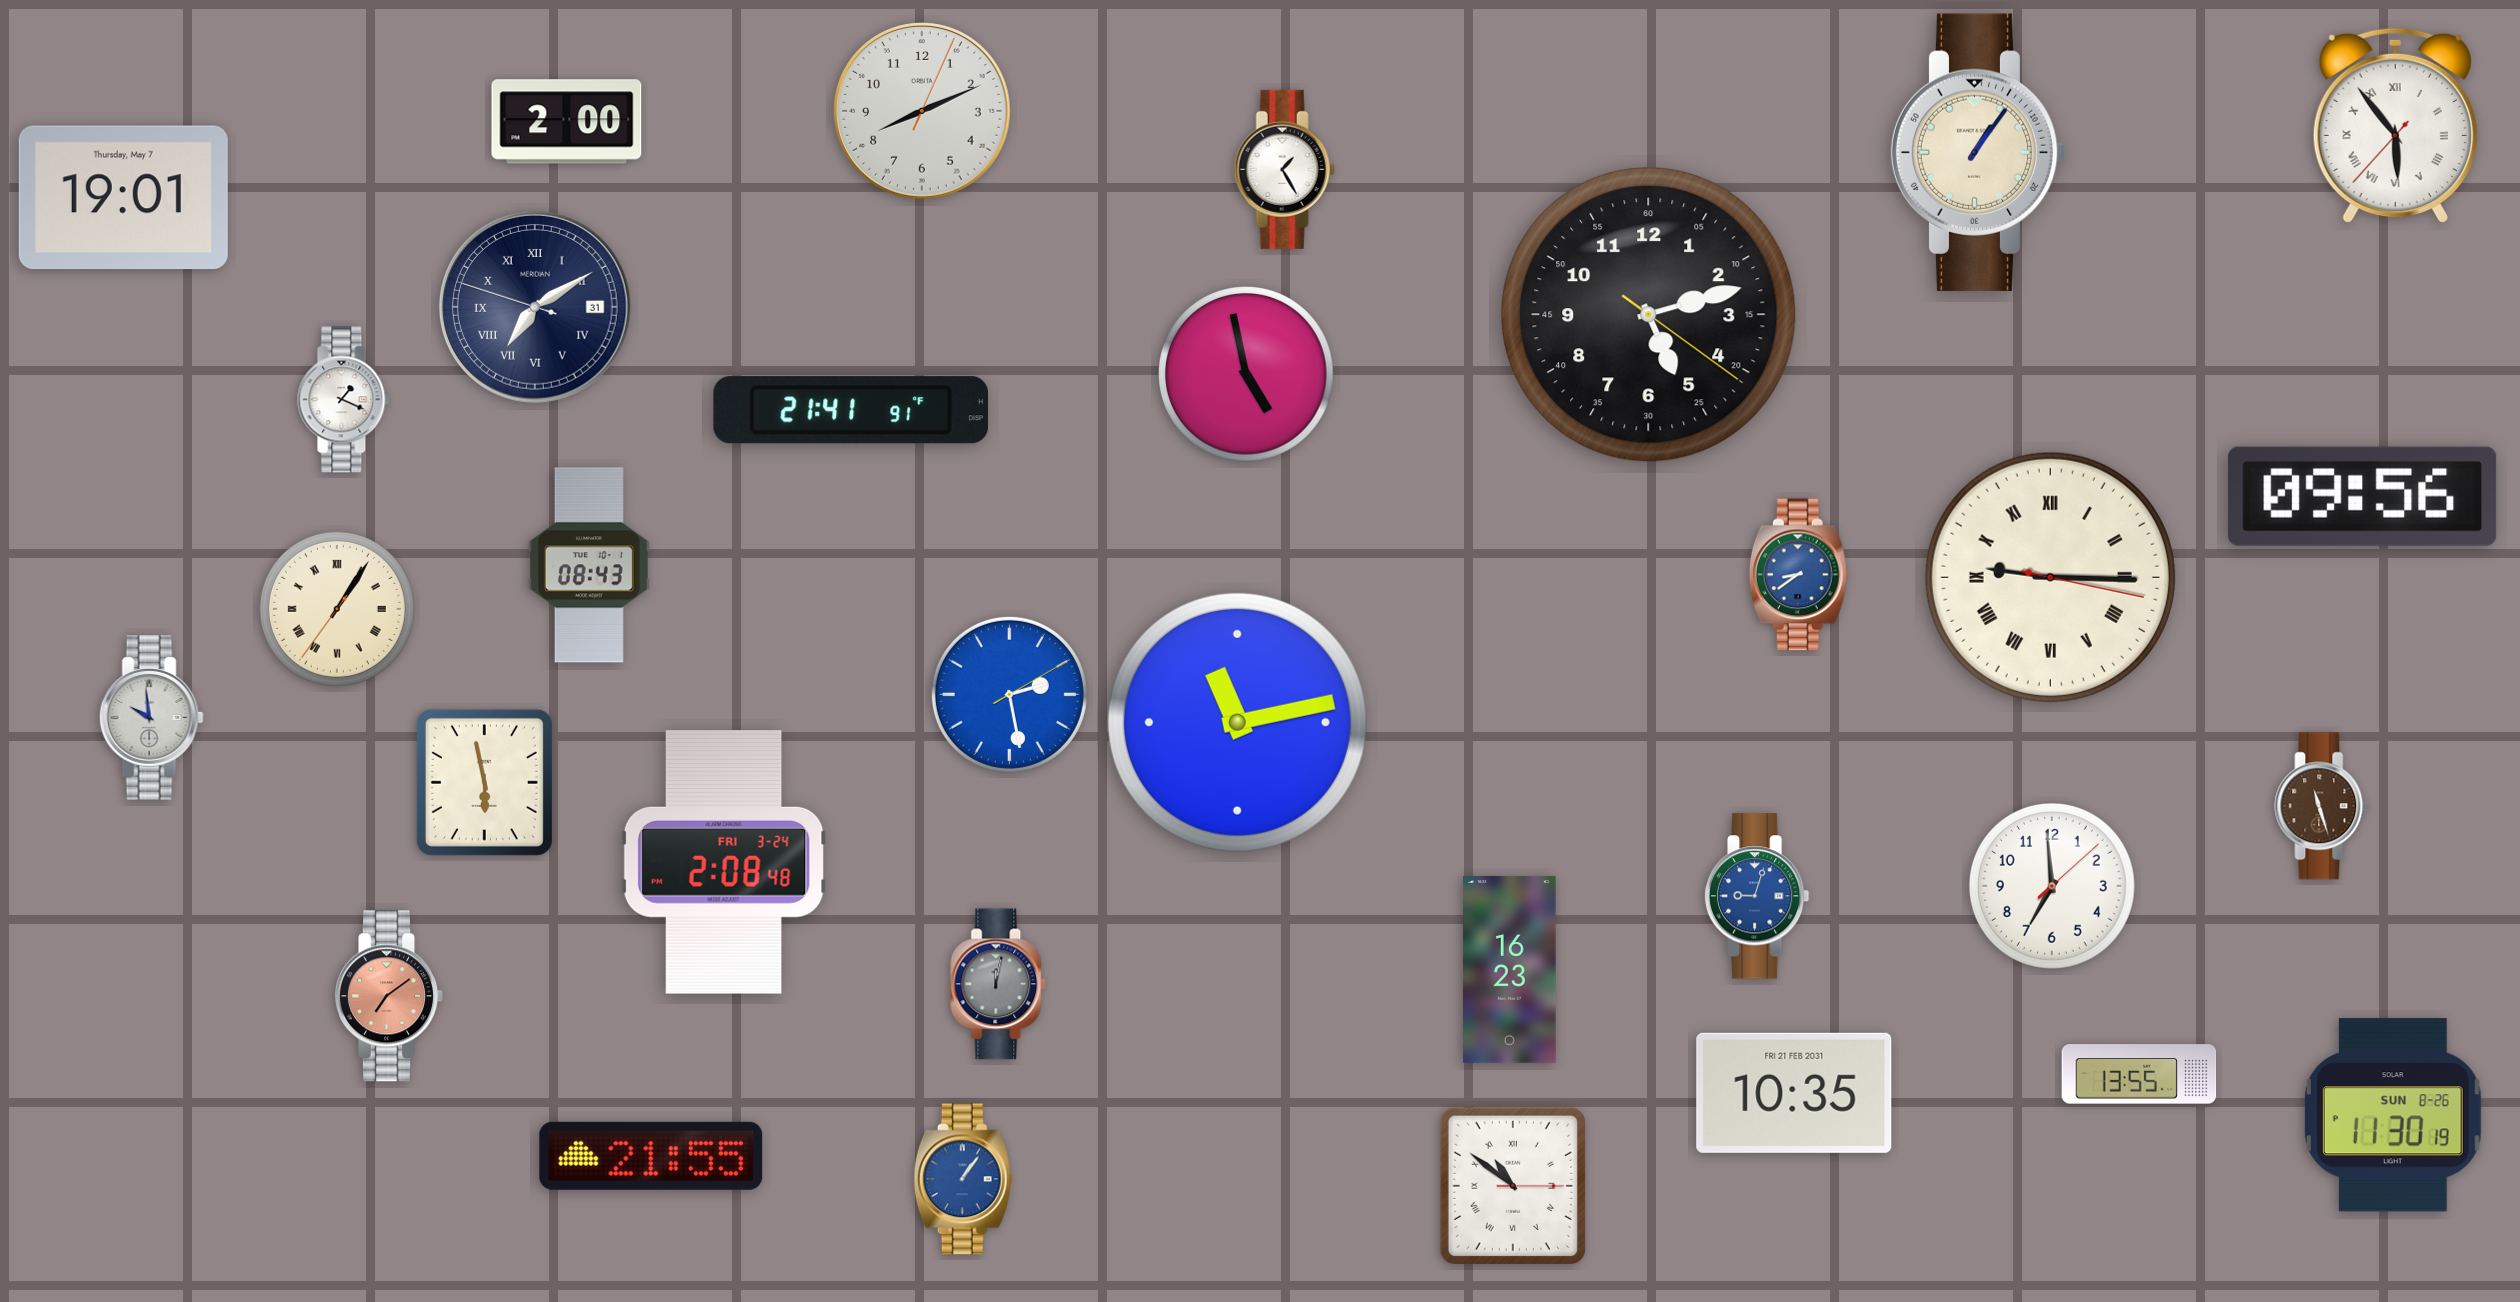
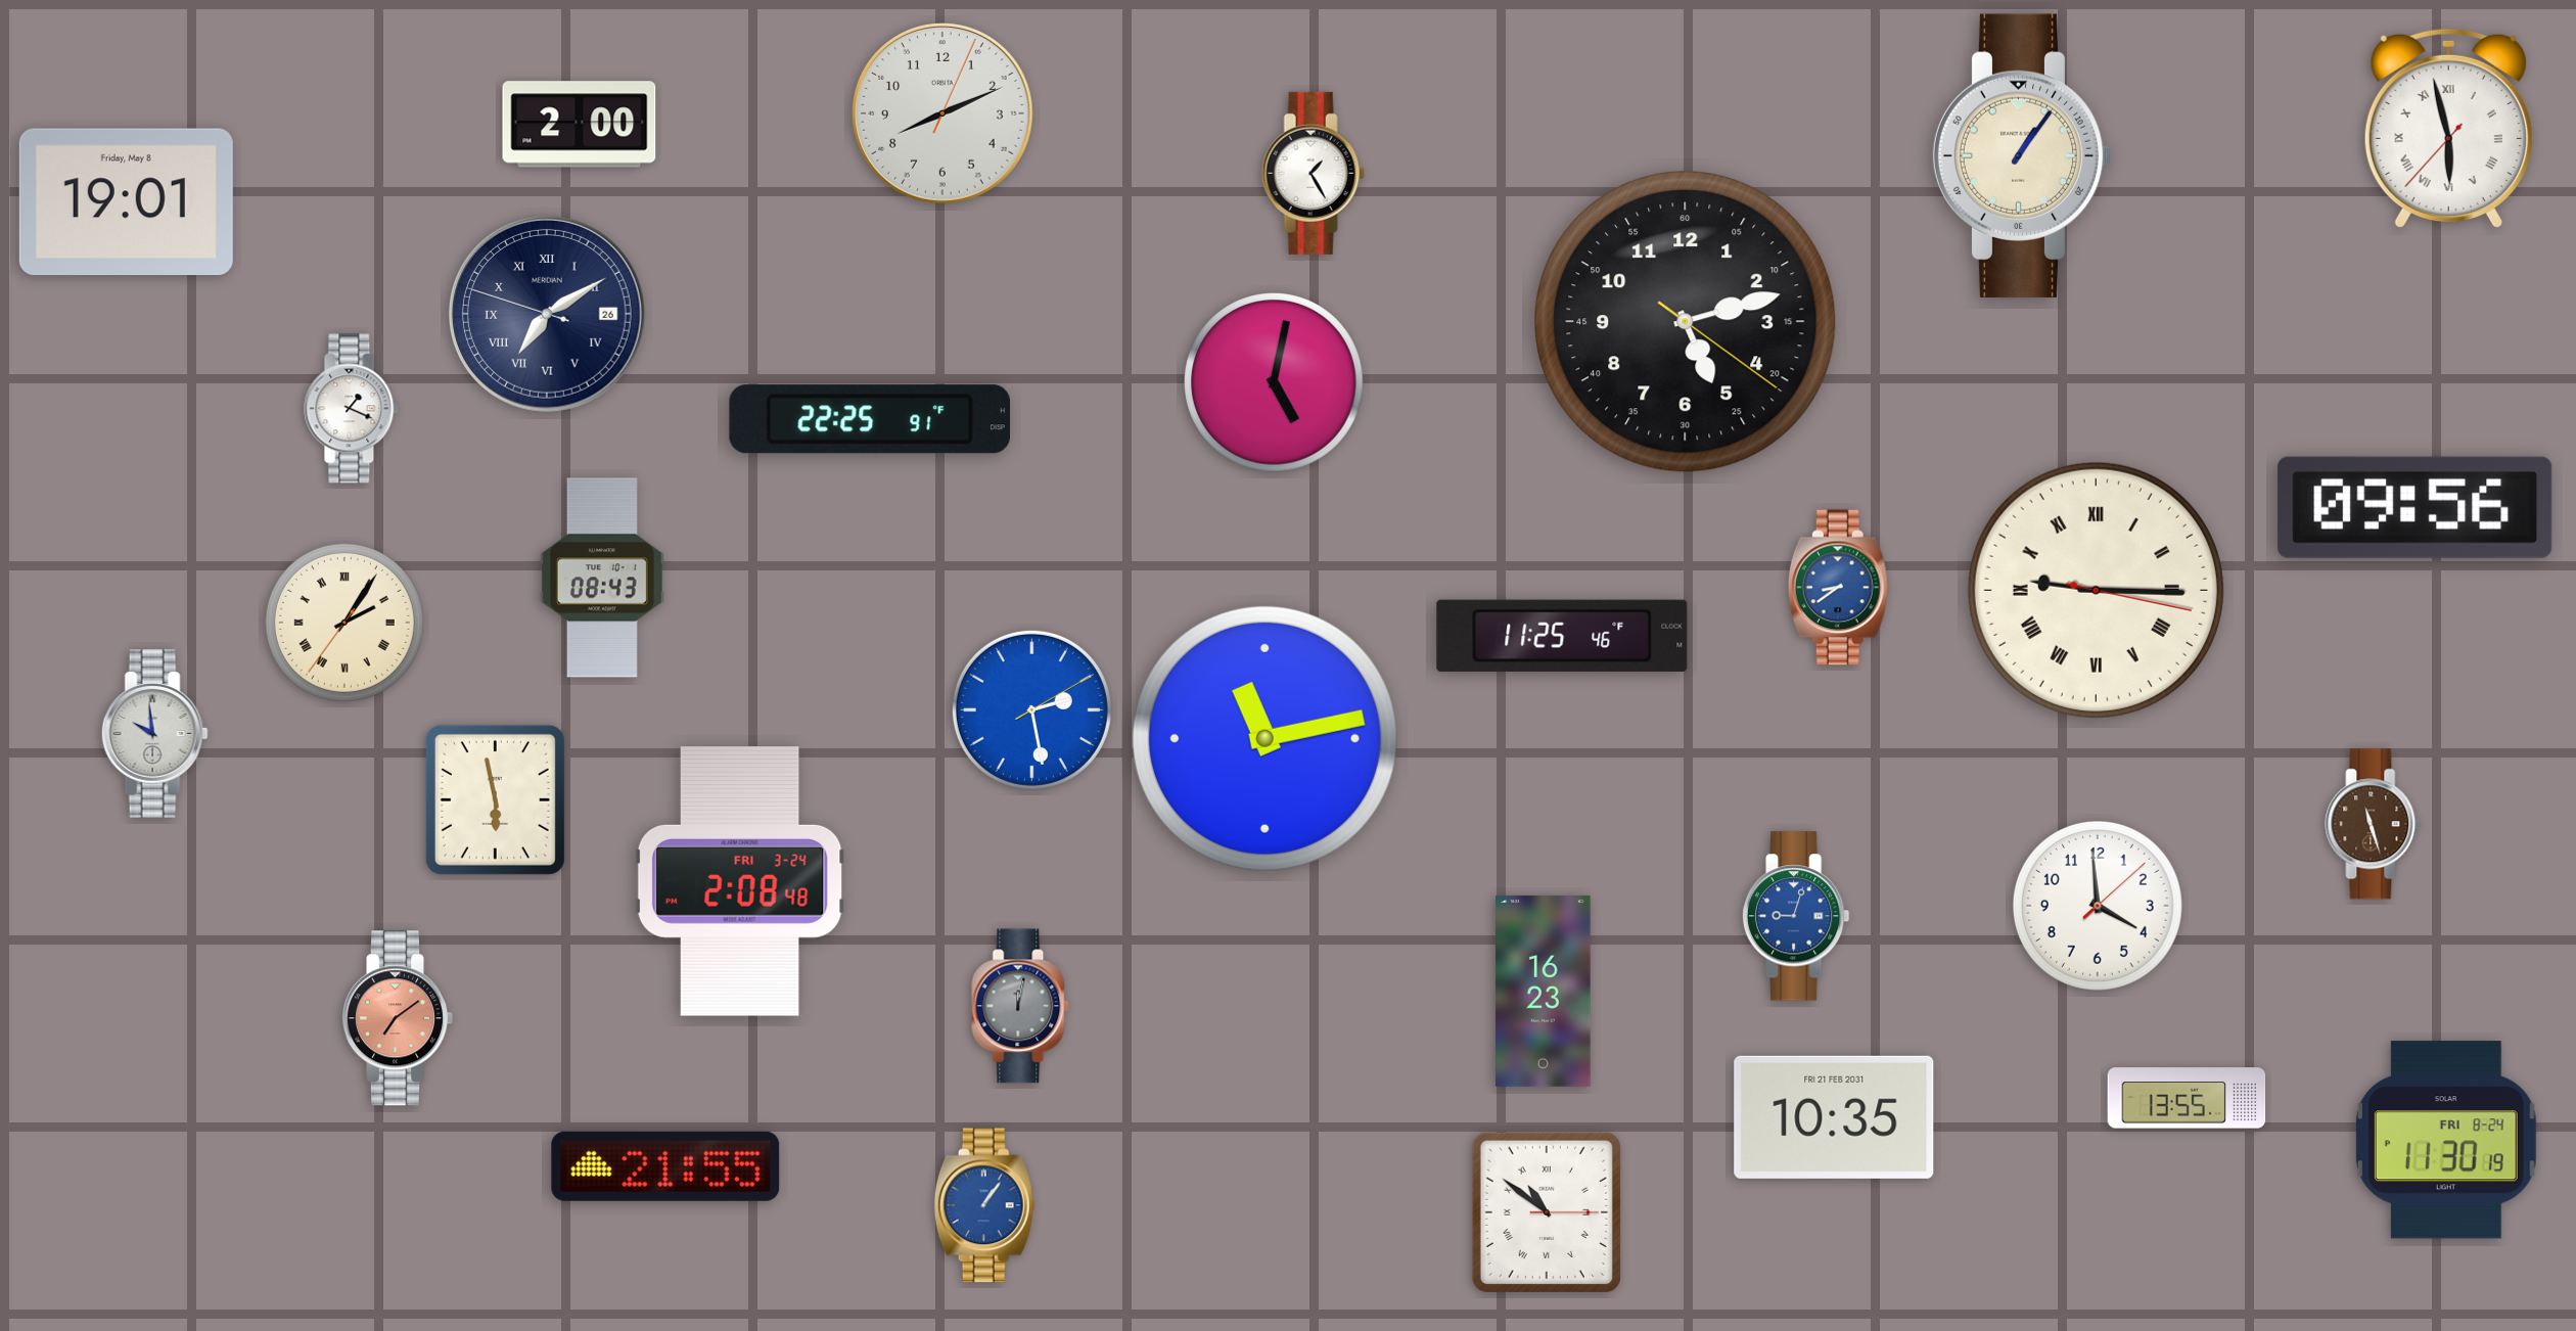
clock at (2395, 126): 5:53 -> 5:57
clock at (123, 197) date: Thursday, May 7 -> Friday, May 8
clock at (535, 307) date: 31 -> 26
clock at (1247, 375): 4:58 -> 5:02
clock at (850, 410): 21:41 -> 22:25
clock at (337, 609): 1:05 -> 2:05
clock at (1562, 636): none -> 11:25
clock at (2052, 886): 6:59 -> 3:59
clock at (2393, 1115) date: SUN 8-26 -> FRI 8-24
clock at (651, 1156) position: (651, 1156) -> (665, 1166)
